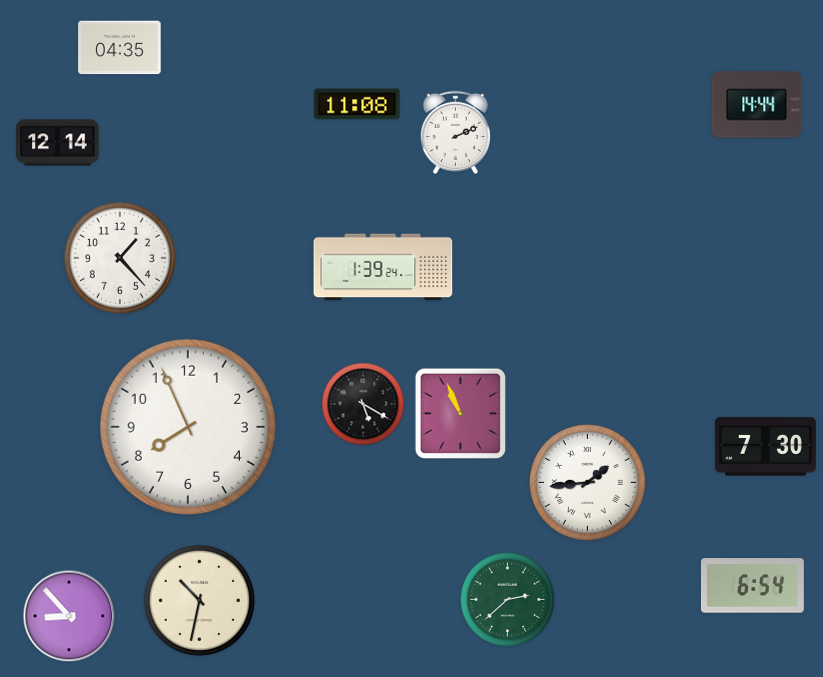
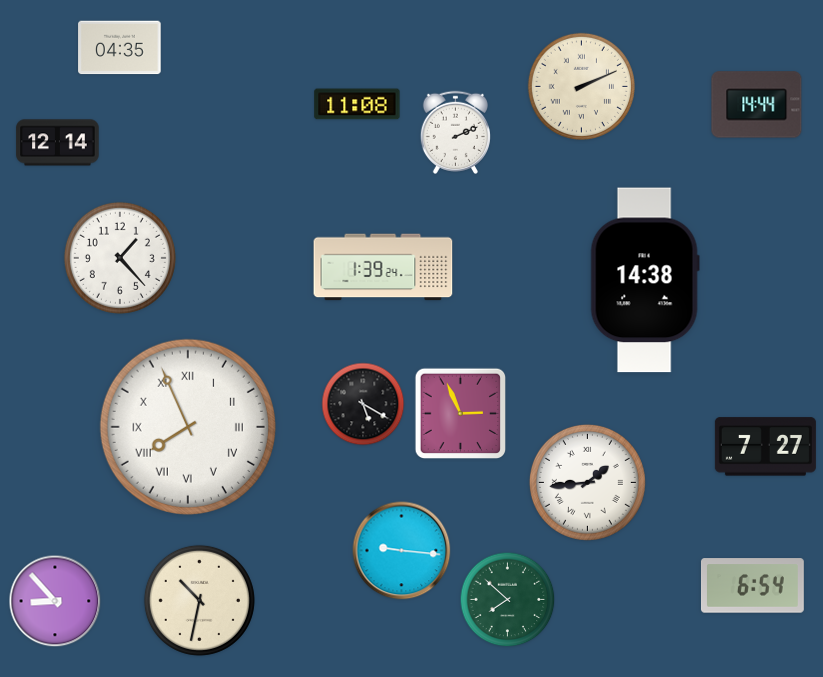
clock at (581, 86): none -> 2:11
clock at (645, 280): none -> 14:38
clock at (461, 414): 10:56 -> 2:56
clock at (188, 427) numerals: Arabic -> Roman
clock at (765, 447): 7:30 -> 7:27
clock at (402, 551): none -> 9:16
clock at (508, 600): 2:38 -> 7:52
clock at (69, 616) position: (69, 616) -> (55, 601)
